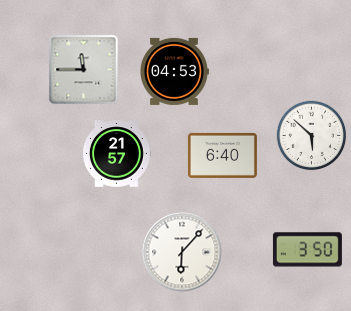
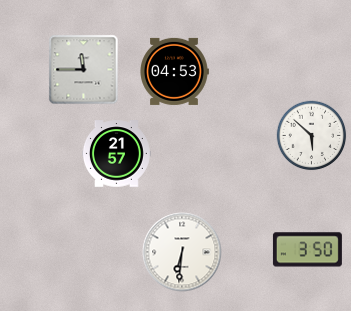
clock at (222, 155): 6:40 -> none
clock at (182, 252): 6:07 -> 6:31
